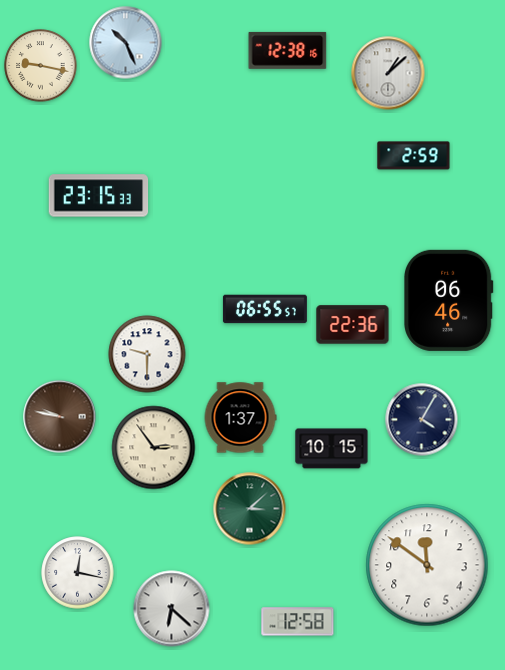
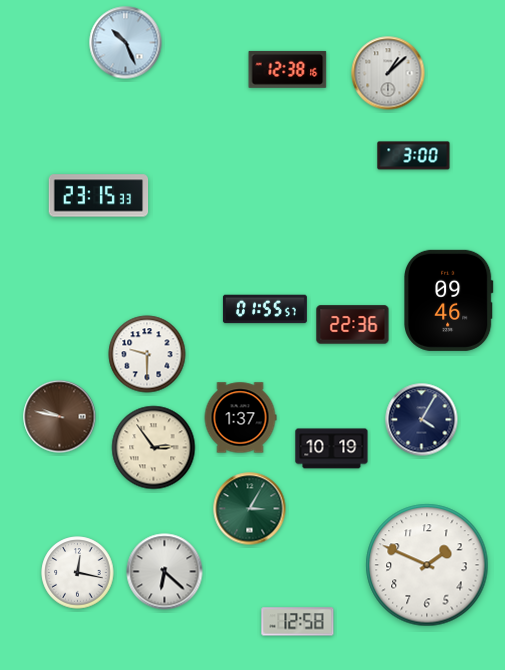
clock at (288, 50) position: (288, 50) -> (288, 69)
clock at (41, 66): 9:17 -> none
clock at (414, 156): 2:59 -> 3:00
clock at (448, 300): 06:46 -> 09:46
clock at (265, 309): 06:55 -> 01:55
clock at (332, 449): 10:15 -> 10:19
clock at (250, 509): 3:08 -> 3:05
clock at (427, 565): 11:51 -> 1:49
clock at (172, 609) position: (172, 609) -> (165, 572)
